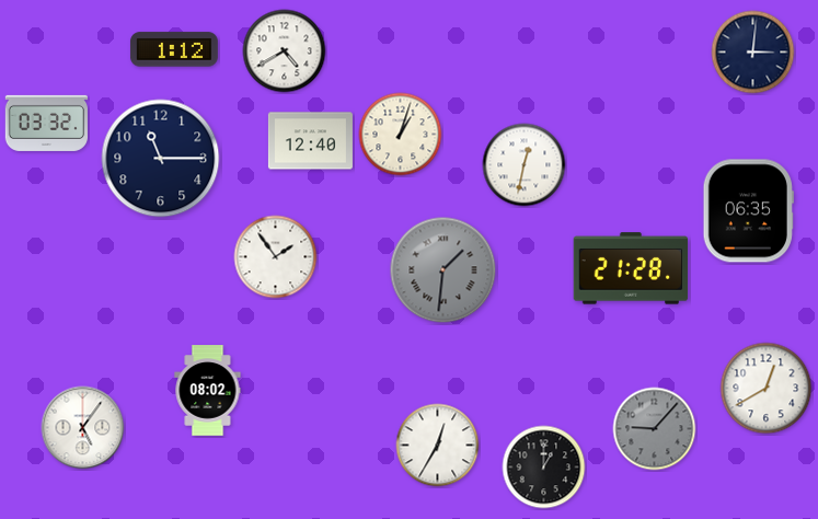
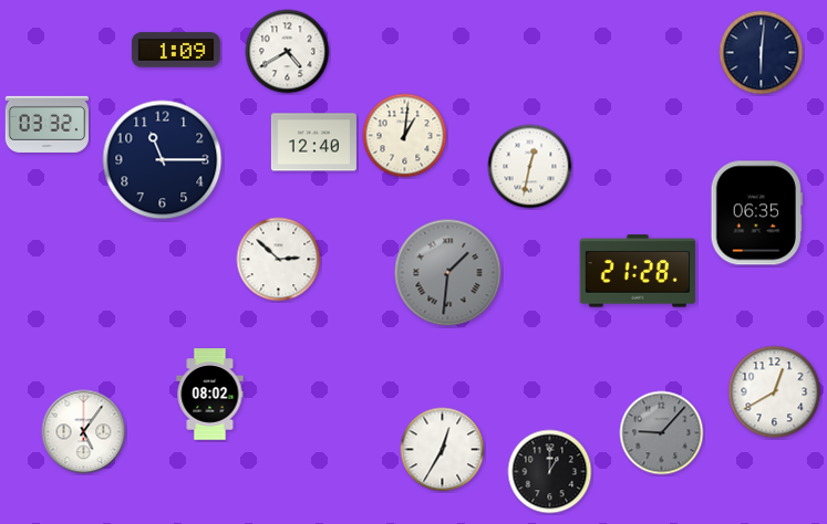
clock at (174, 49): 1:12 -> 1:09
clock at (753, 53): 3:01 -> 6:01
clock at (401, 135): 1:03 -> 1:01
clock at (276, 257): 1:54 -> 2:52
